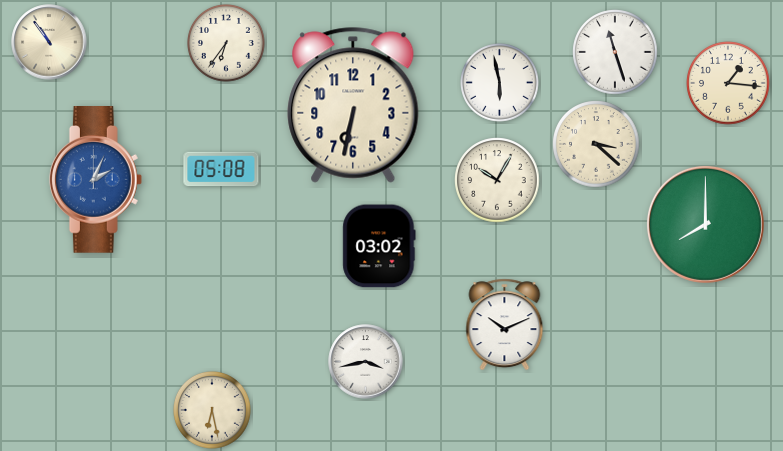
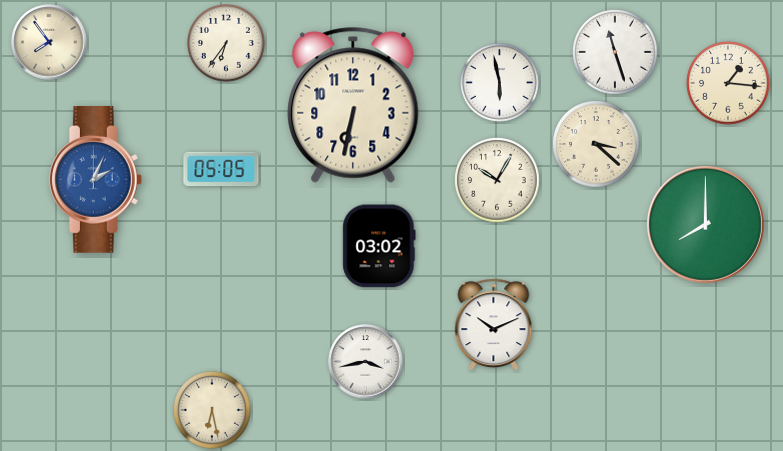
clock at (49, 42): 10:54 -> 7:54
clock at (221, 169): 05:08 -> 05:05
clock at (505, 325) position: (505, 325) -> (494, 325)
